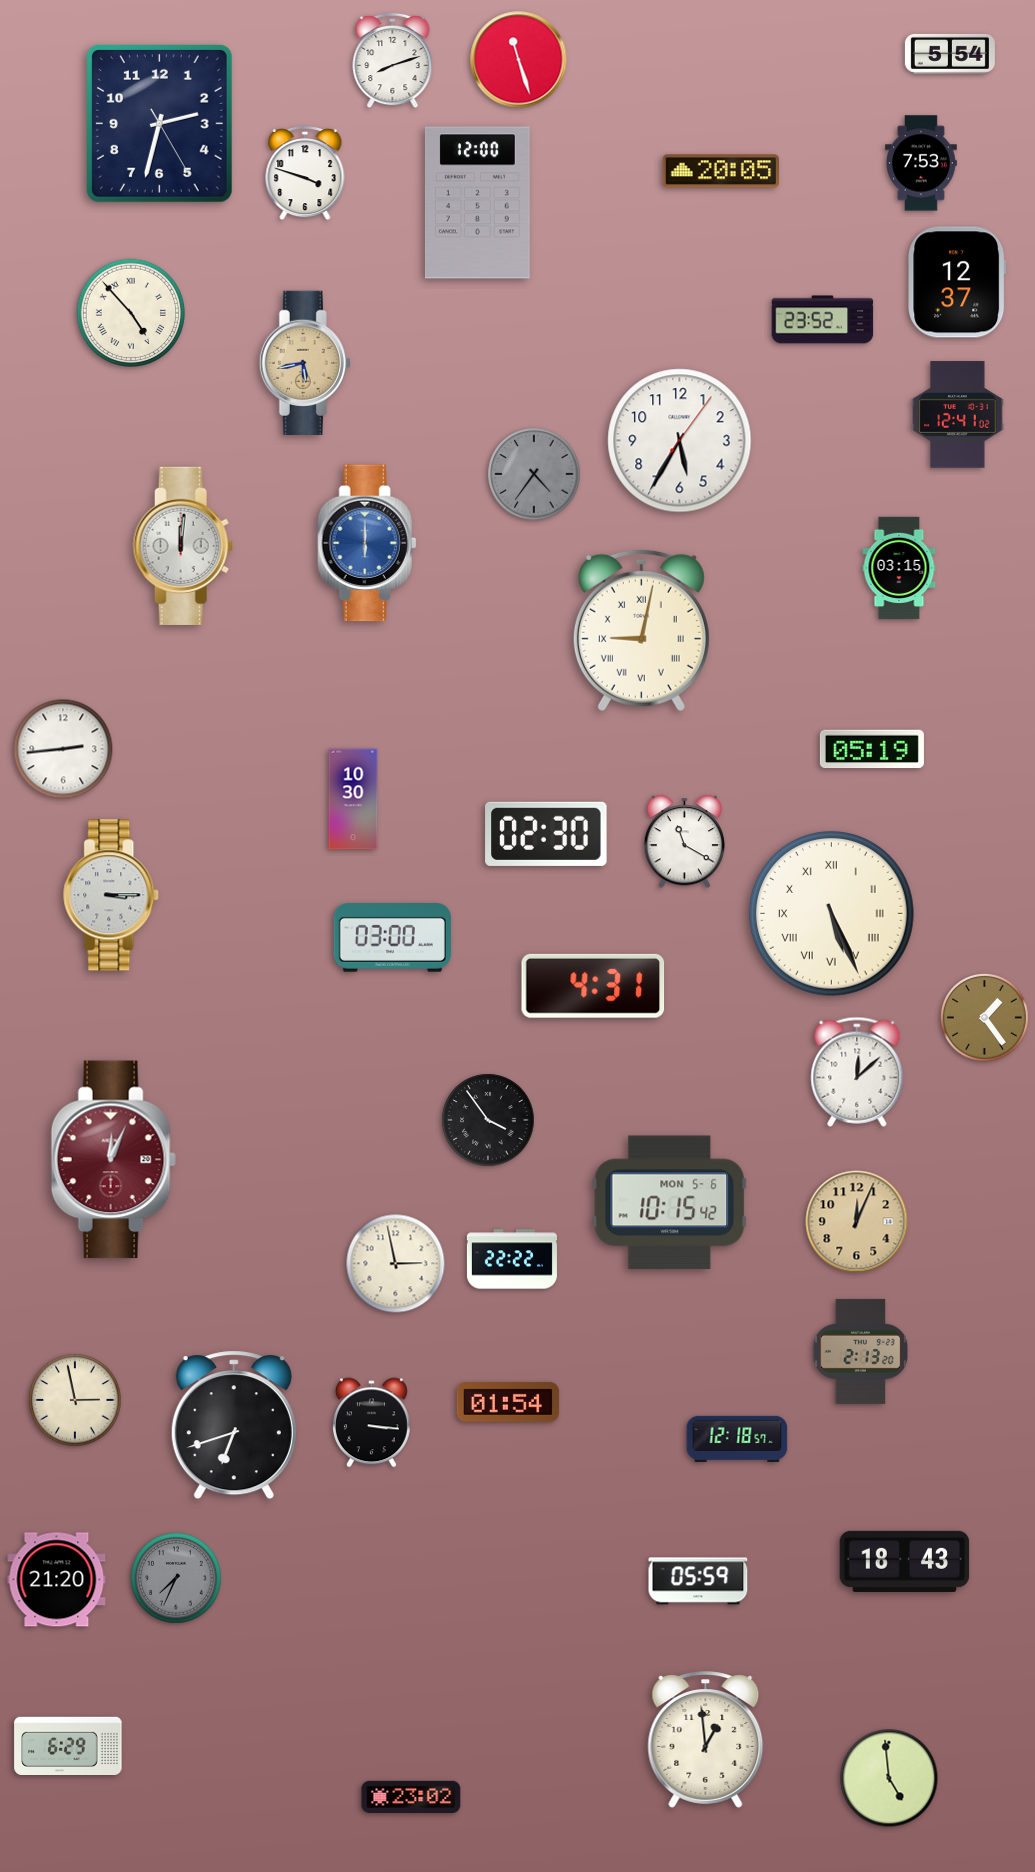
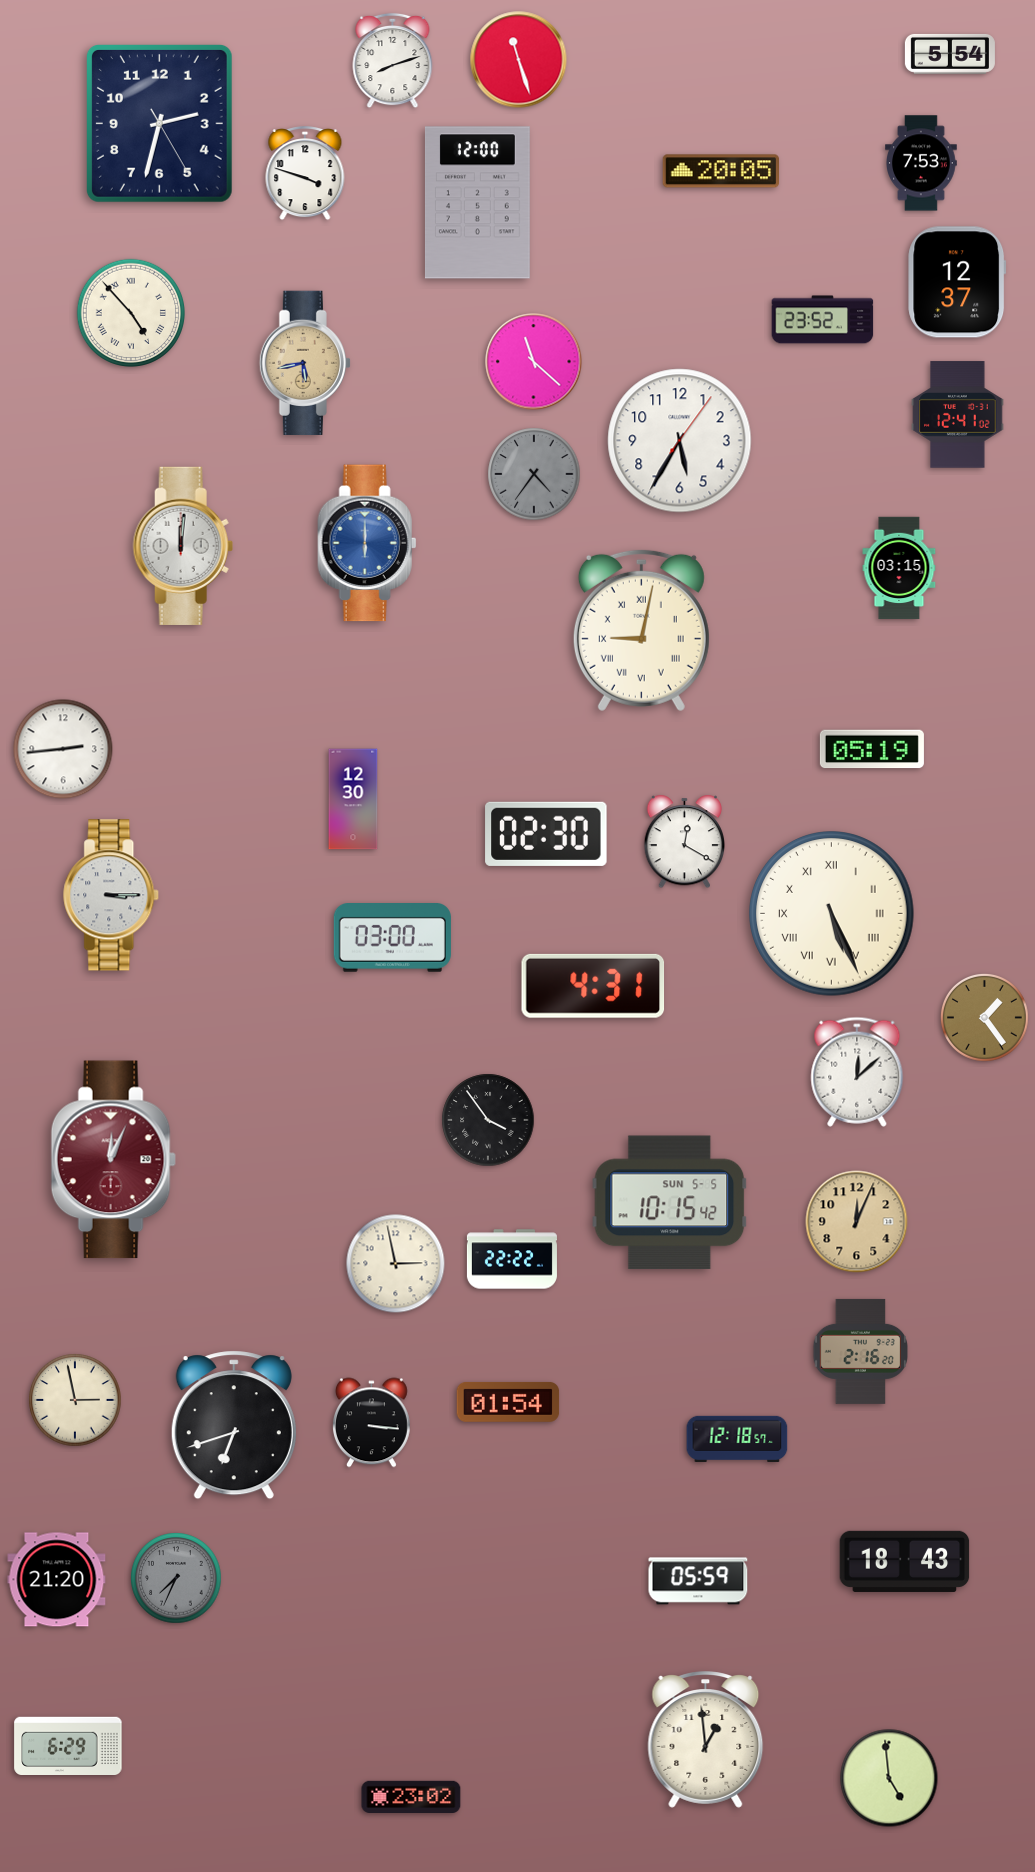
clock at (534, 362): none -> 11:22
clock at (353, 799): 10:30 -> 12:30
clock at (684, 842): 11:20 -> 12:20
clock at (670, 1203) date: MON 5-6 -> SUN 5-5
clock at (861, 1351): 2:13 -> 2:16
